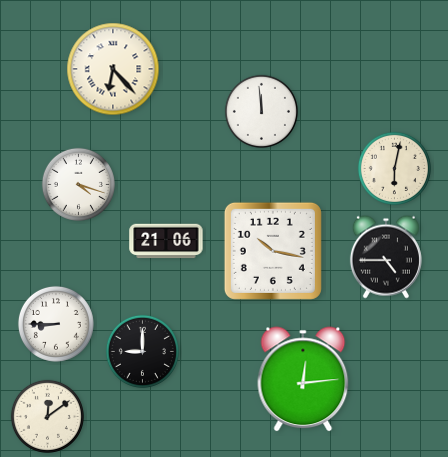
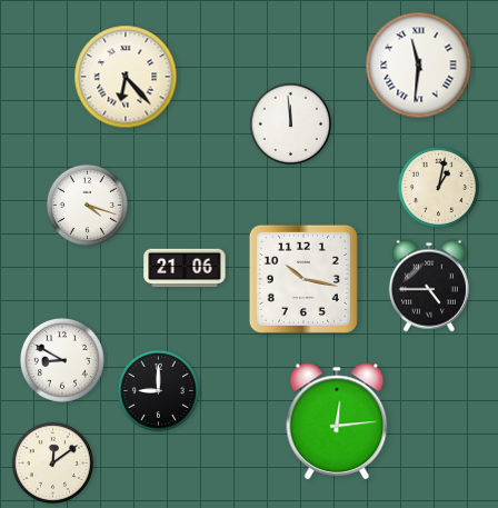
clock at (419, 66): none -> 11:31
clock at (394, 168): 6:02 -> 1:02
clock at (56, 324): 8:45 -> 8:50
